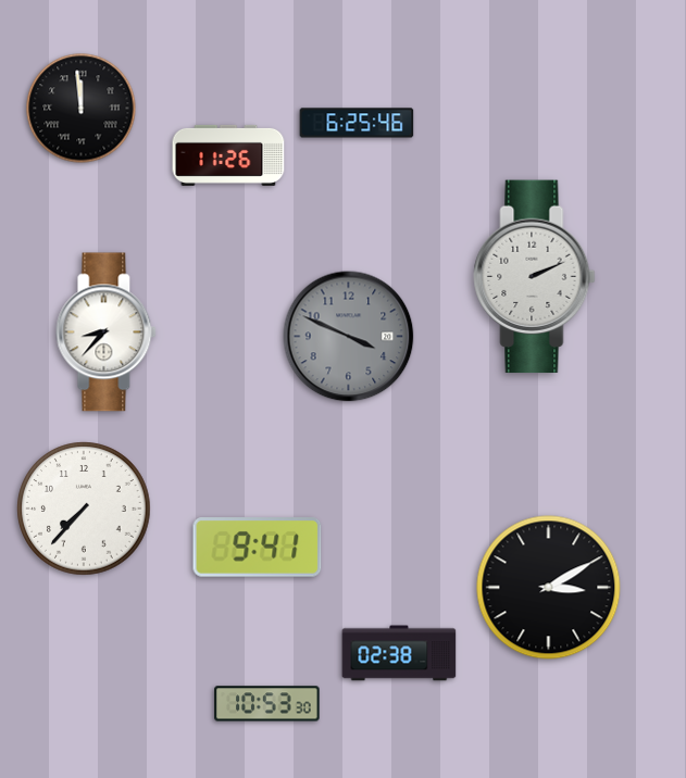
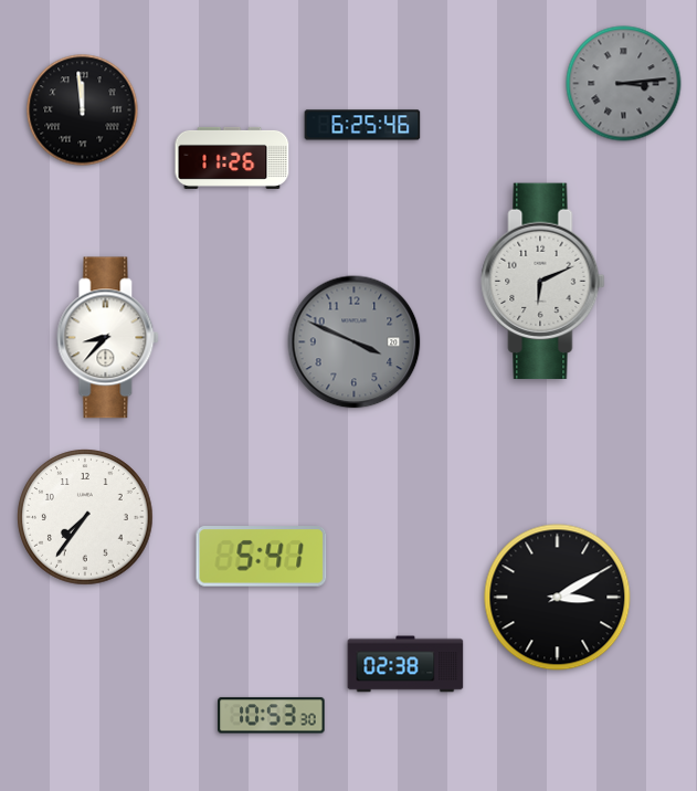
clock at (624, 84): none -> 3:14
clock at (535, 277): 2:11 -> 6:11
clock at (84, 509): 7:37 -> 7:36
clock at (258, 548): 9:41 -> 5:41
